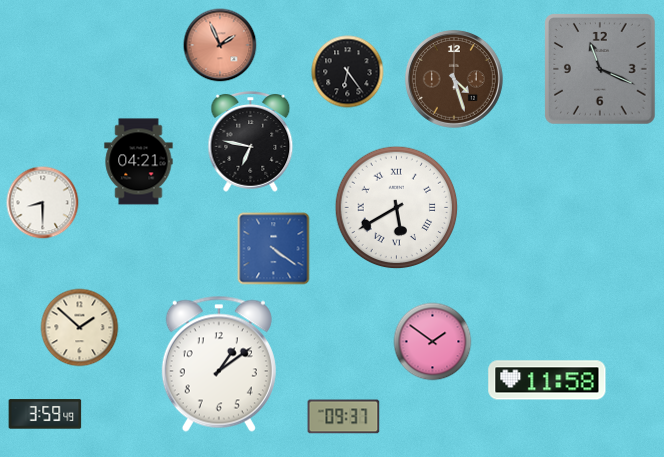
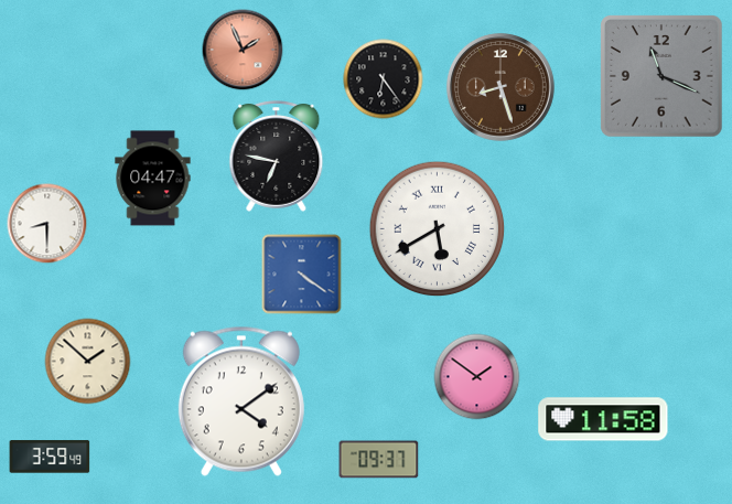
clock at (454, 79): 4:27 -> 8:27
clock at (139, 162): 04:21 -> 04:47
clock at (219, 364): 1:09 -> 4:09
